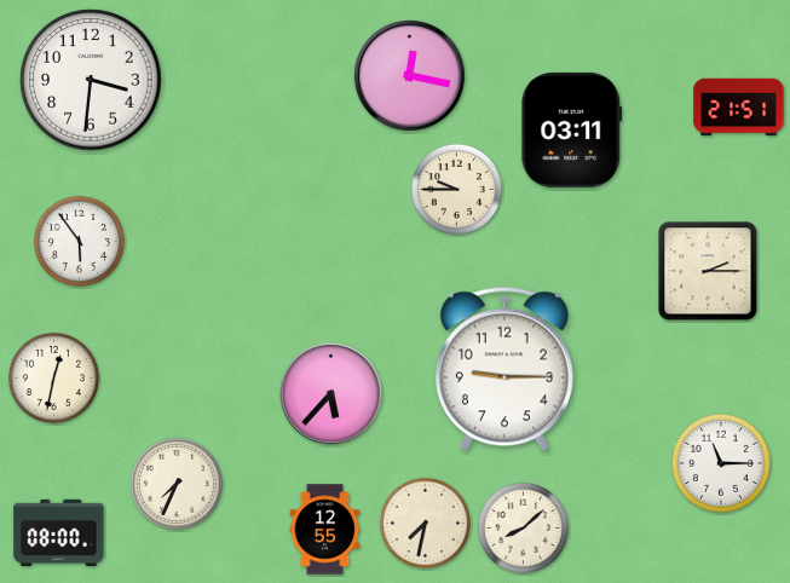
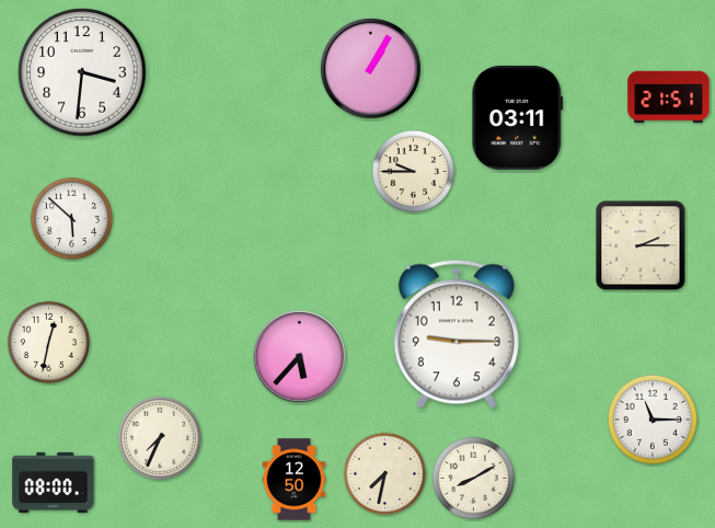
clock at (409, 75): 12:17 -> 1:05
clock at (79, 241): 5:54 -> 5:52
clock at (523, 527): 8:08 -> 8:10
clock at (325, 530): 12:55 -> 12:50
